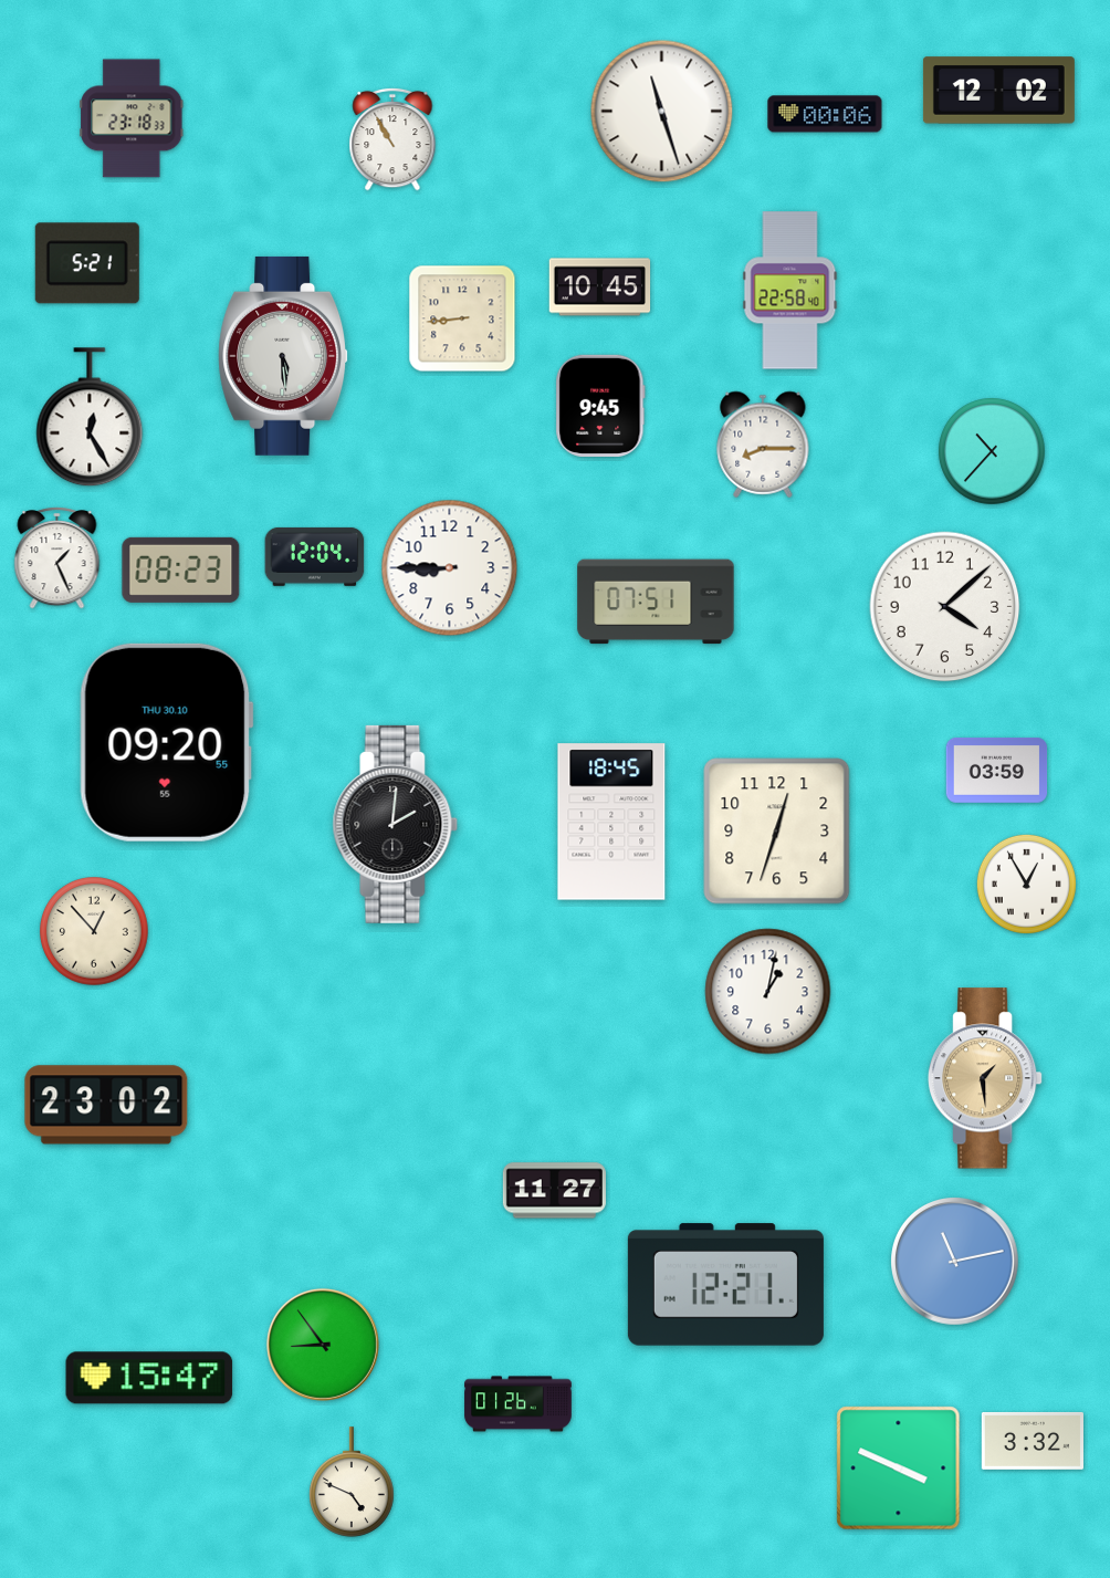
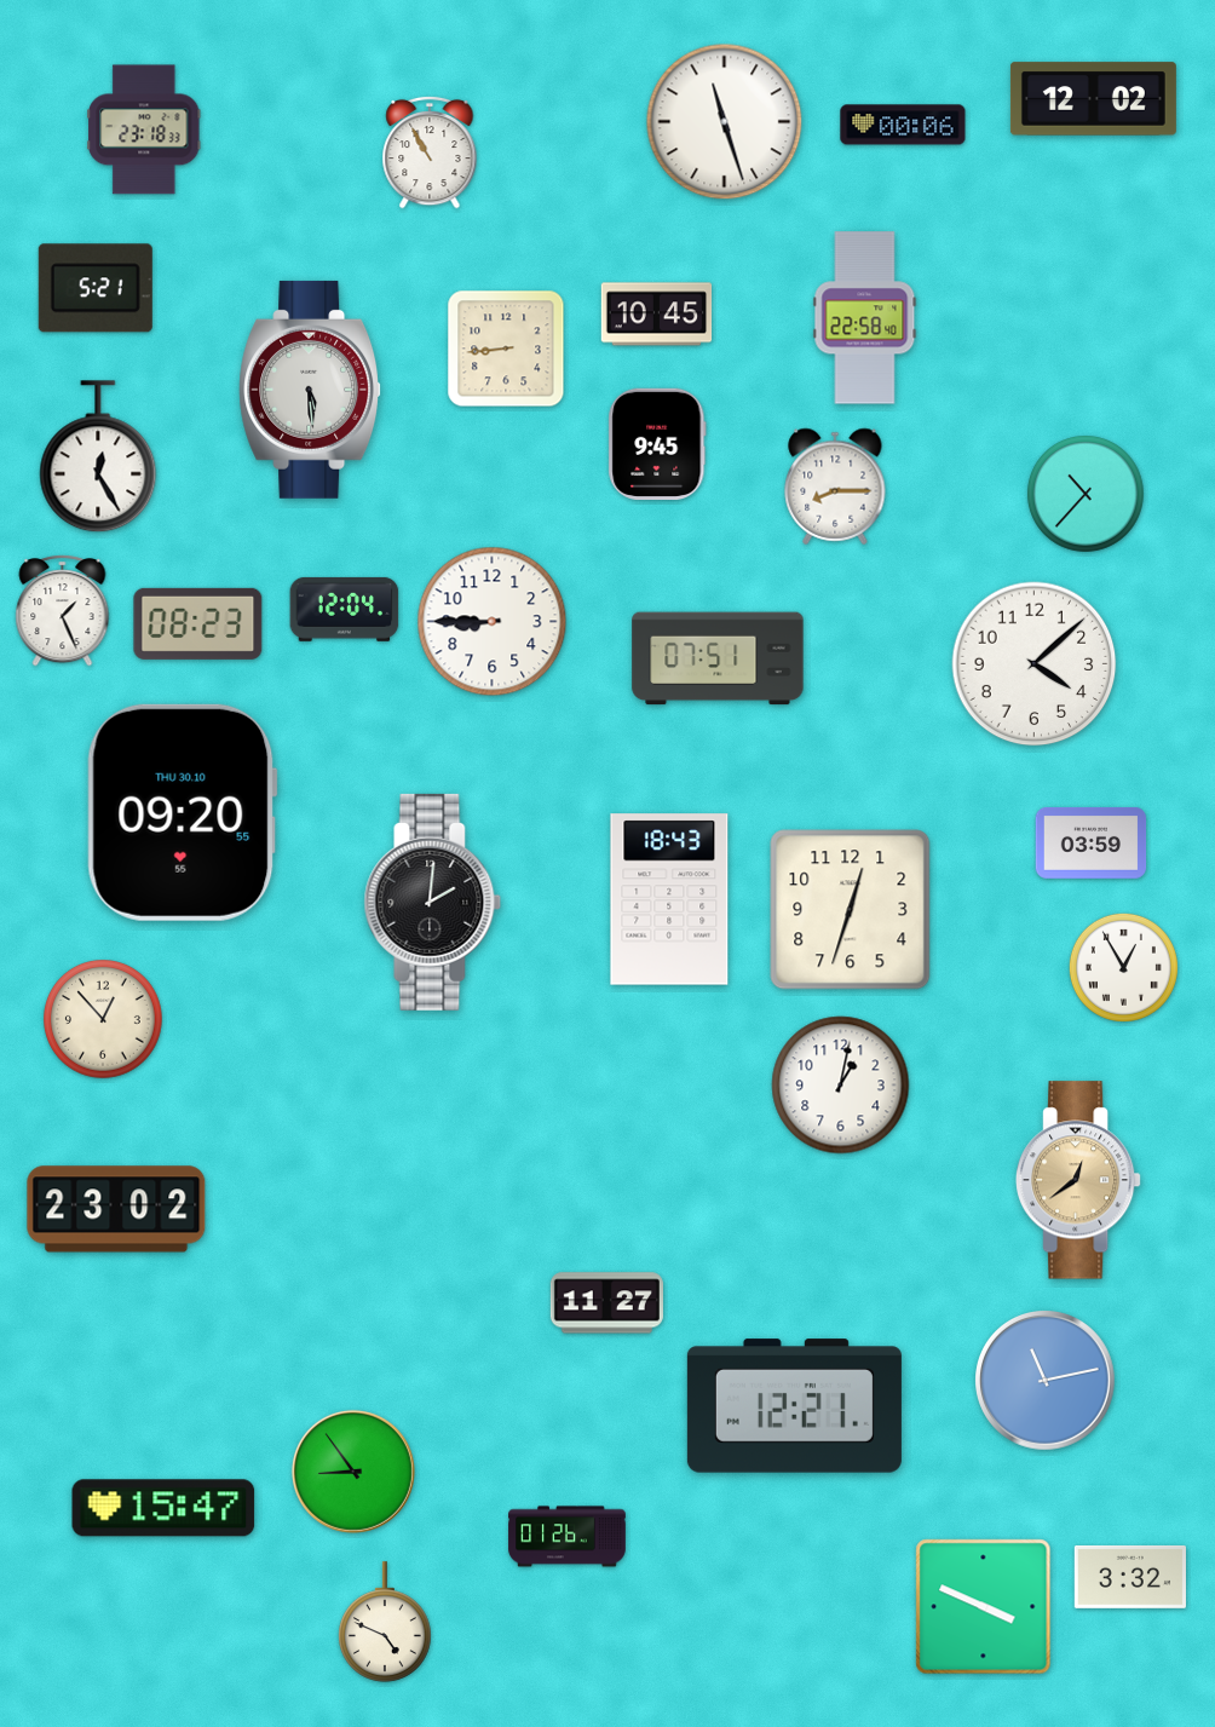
clock at (611, 822): 18:45 -> 18:43
clock at (986, 1078): 1:29 -> 12:39
